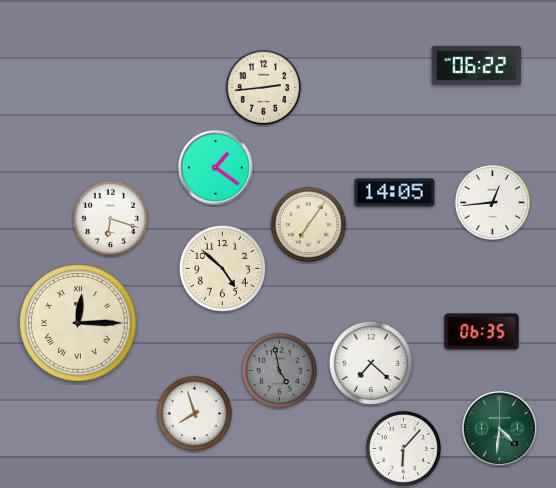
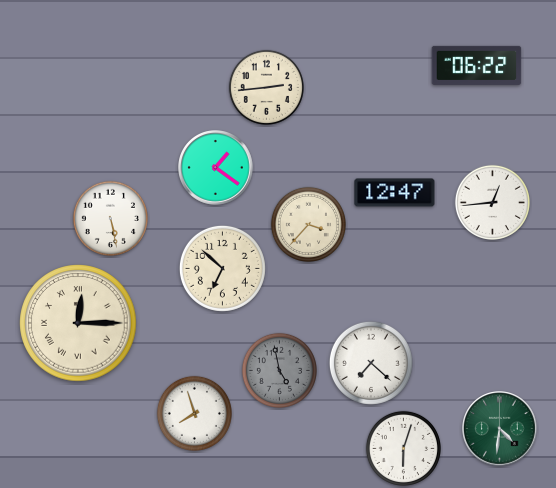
clock at (263, 87) position: (263, 87) -> (266, 87)
clock at (395, 193): 14:05 -> 12:47
clock at (110, 218): 6:18 -> 5:28
clock at (308, 224): 7:06 -> 3:37
clock at (222, 268): 4:52 -> 6:52
clock at (482, 332): 06:35 -> none
clock at (403, 448): 6:07 -> 6:03
